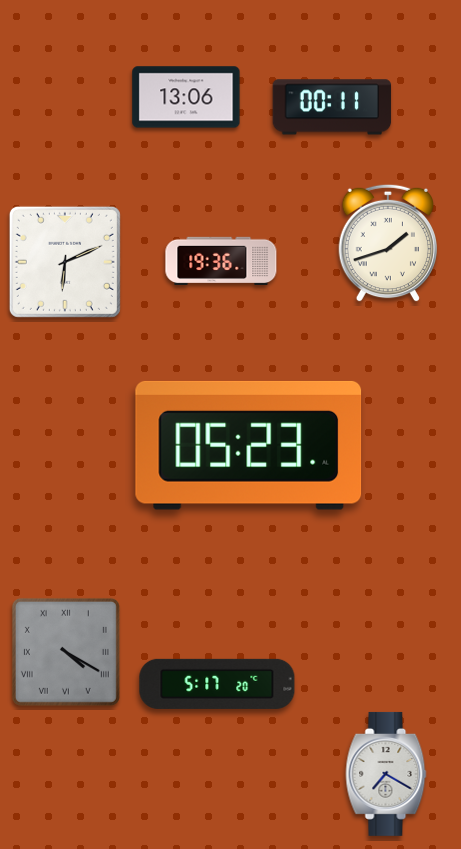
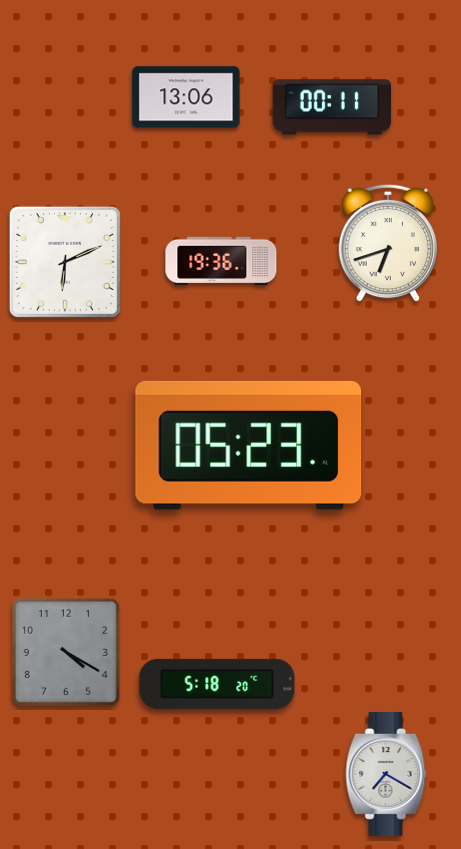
clock at (387, 243): 1:42 -> 6:42
clock at (66, 652) numerals: Roman -> Arabic
clock at (217, 684): 5:17 -> 5:18
